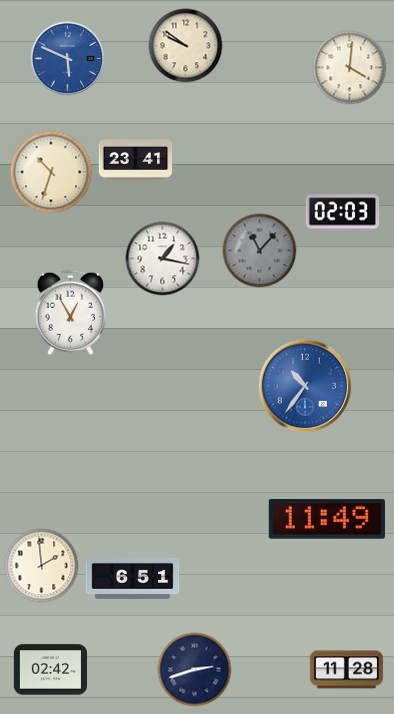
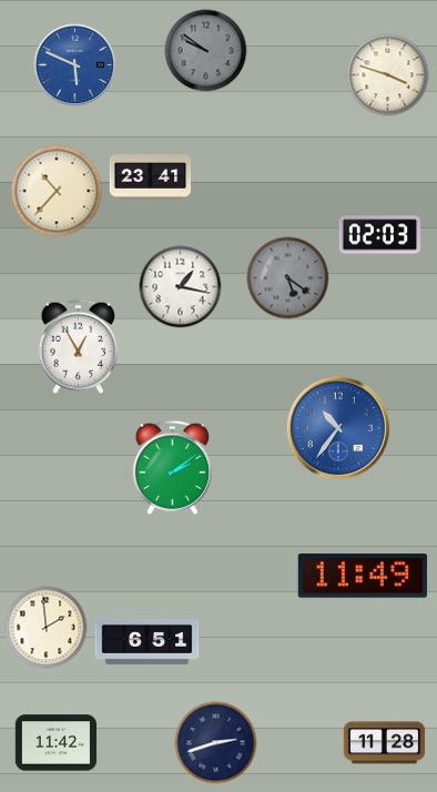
clock at (186, 46) dial: cream -> grey
clock at (350, 68): 4:01 -> 3:48
clock at (51, 172): 10:33 -> 10:37
clock at (260, 251): 11:07 -> 5:21
clock at (172, 467): none -> 2:09
clock at (51, 670): 02:42 -> 11:42
